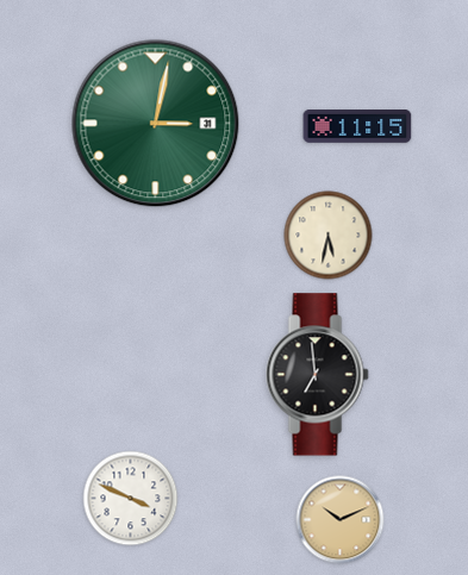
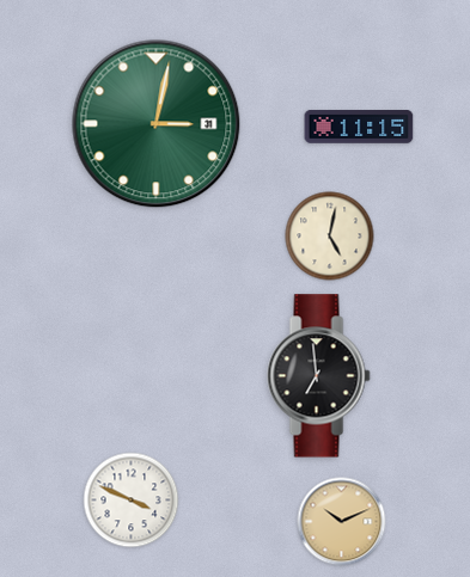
clock at (329, 236): 5:32 -> 5:02
